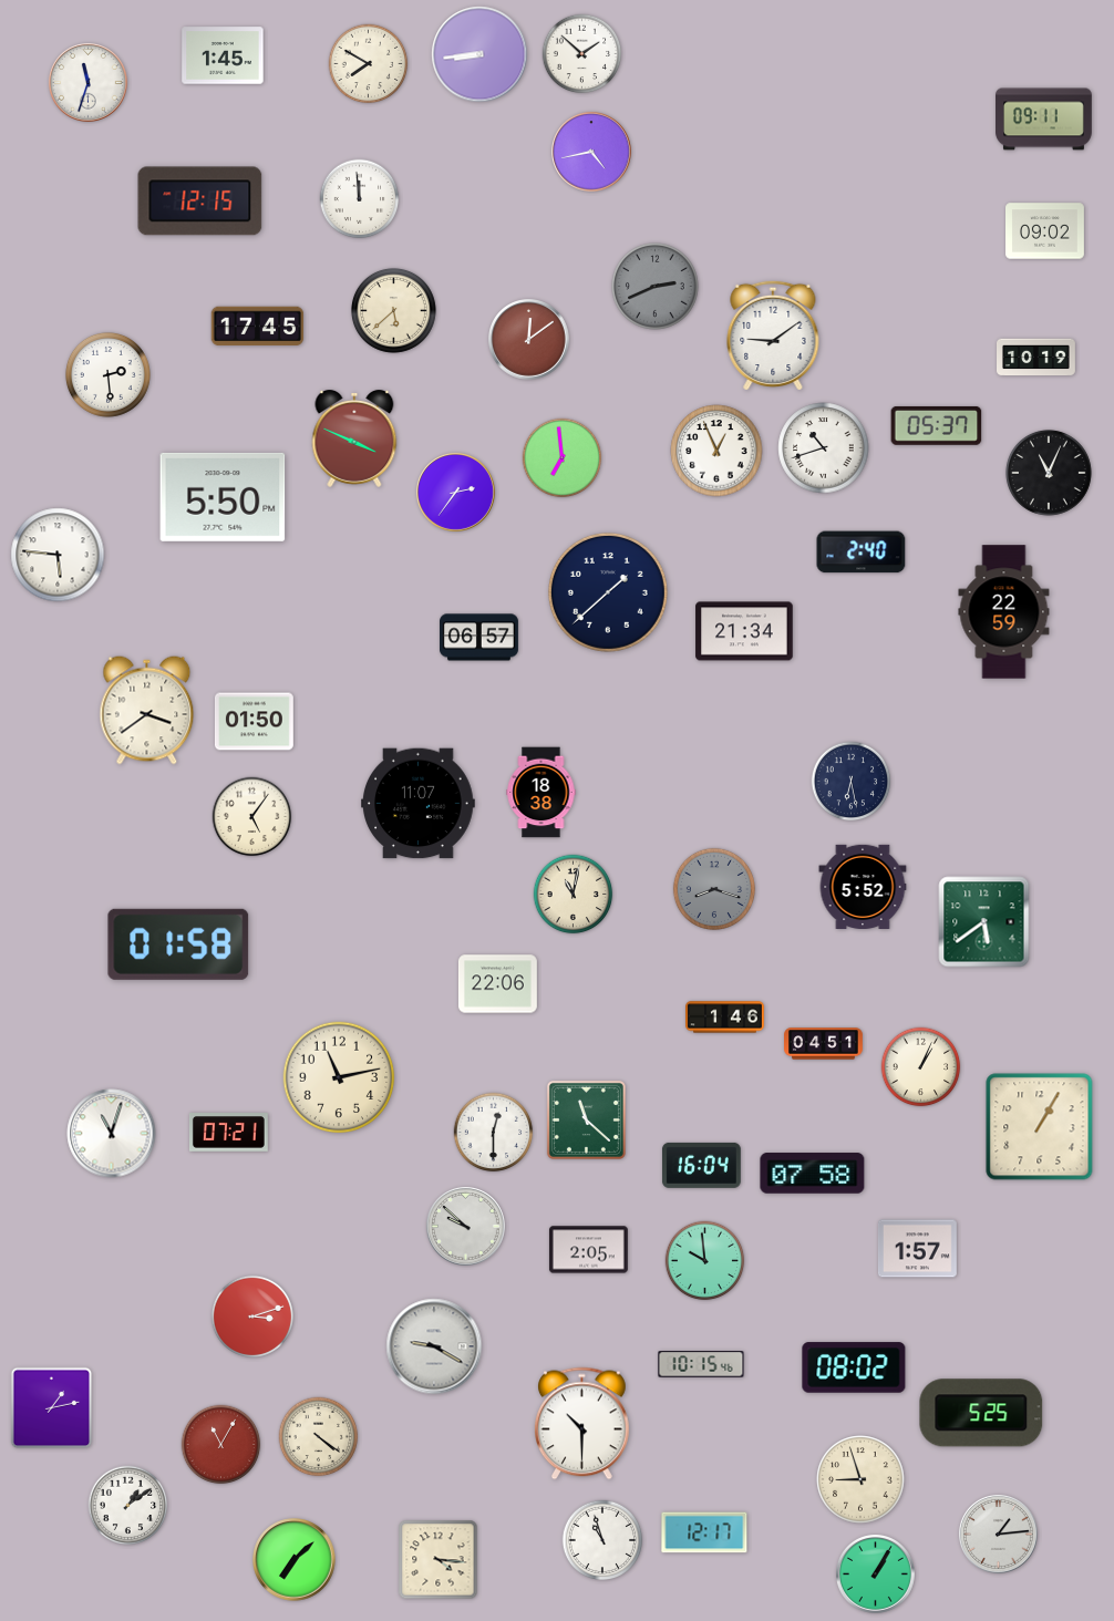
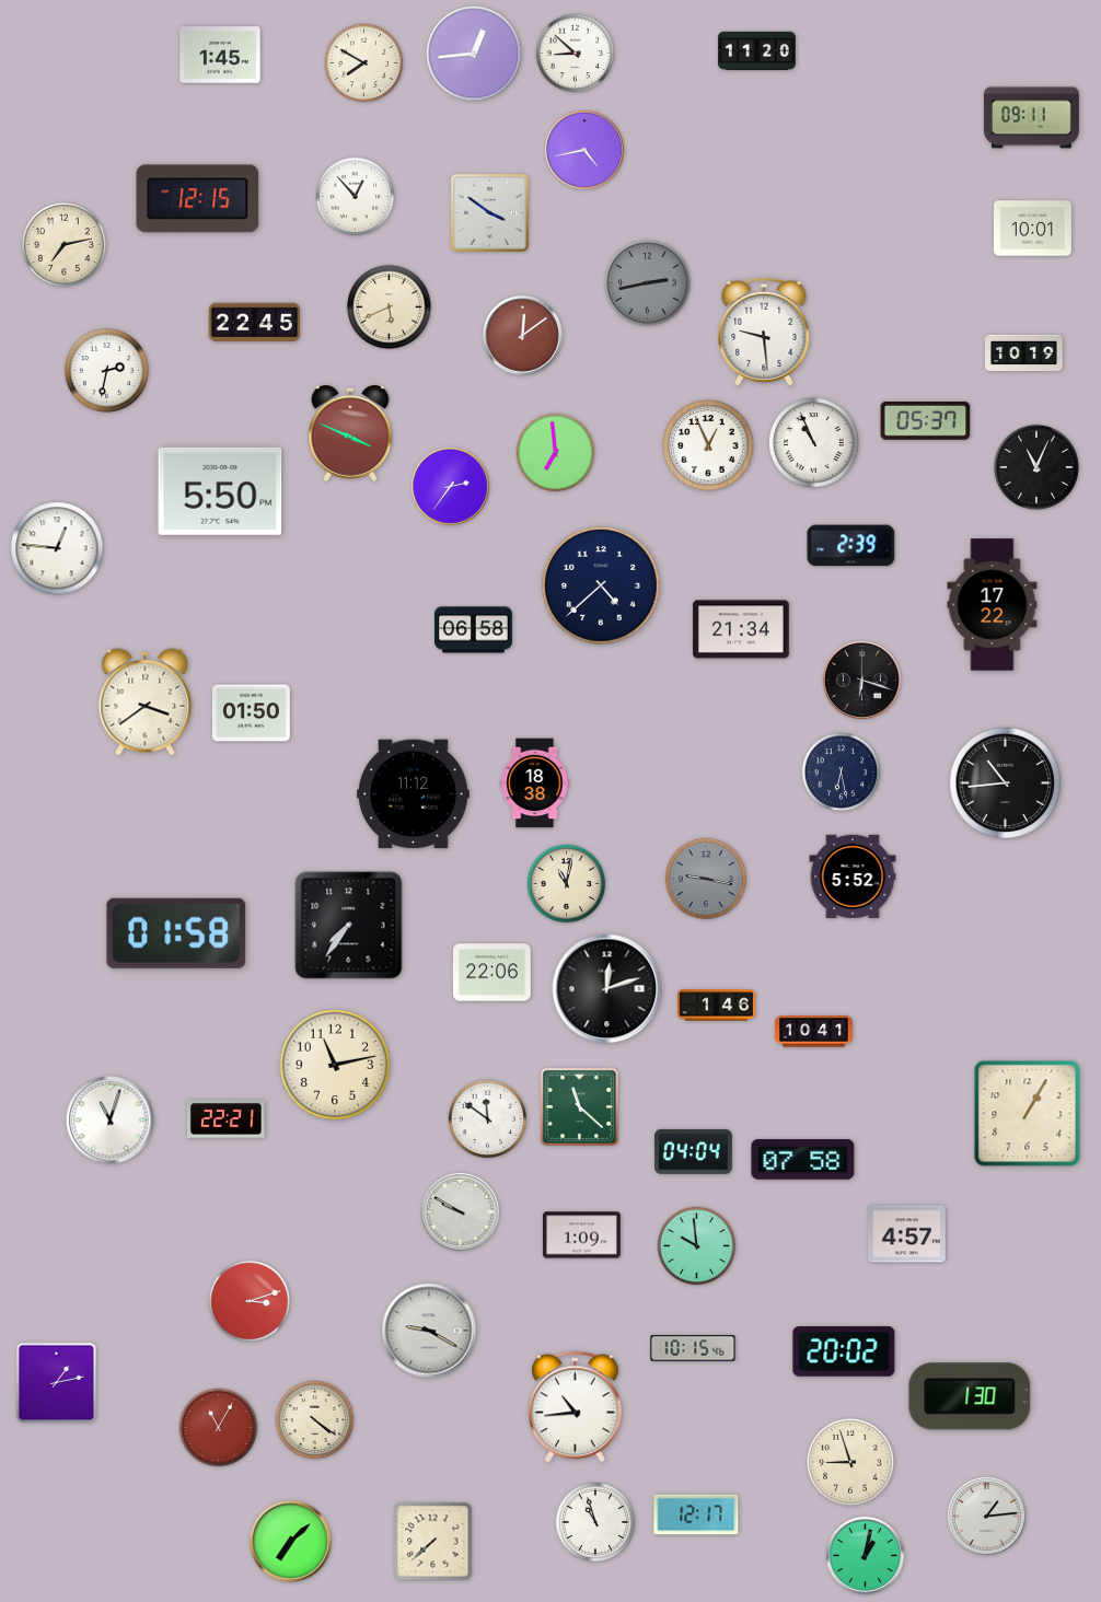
clock at (757, 51): none -> 11:20
clock at (479, 54): 8:44 -> 12:44
clock at (582, 54): 1:52 -> 8:52
clock at (87, 82): 11:33 -> none
clock at (360, 199): 11:59 -> 12:53
clock at (489, 212): none -> 3:51
clock at (1045, 231): 09:02 -> 10:01
clock at (63, 244): none -> 7:13
clock at (656, 287): 2:41 -> 2:43
clock at (393, 310): 5:38 -> 5:41
clock at (258, 327): 17:45 -> 22:45
clock at (773, 335): 9:09 -> 9:29
clock at (107, 374): 2:29 -> 2:32
clock at (824, 448): 10:42 -> 10:56
clock at (862, 553): 2:40 -> 2:39
clock at (58, 555): 5:46 -> 12:46
clock at (608, 592): 1:38 -> 4:38
clock at (1004, 612): 22:59 -> 17:22
clock at (744, 631) position: (744, 631) -> (741, 629)
clock at (479, 638): 06:57 -> 06:58
clock at (861, 680): none -> 6:18
clock at (1006, 783): none -> 10:44
clock at (419, 804): 11:07 -> 11:12
clock at (252, 817): 5:06 -> none
clock at (714, 889): 8:18 -> 9:17
clock at (984, 922): 5:39 -> none
clock at (349, 926): none -> 7:36
clock at (607, 989): none -> 12:12
clock at (824, 1044): 04:51 -> 10:41
clock at (921, 1067): 1:04 -> none
clock at (229, 1133): 07:21 -> 22:21
clock at (494, 1133): 12:30 -> 11:51
clock at (701, 1165): 16:04 -> 04:04
clock at (465, 1226): 9:52 -> 9:50
clock at (917, 1249): 1:57 -> 4:57
clock at (588, 1250): 2:05 -> 1:09
clock at (854, 1367): 08:02 -> 20:02
clock at (52, 1408) position: (52, 1408) -> (57, 1383)
clock at (981, 1413): 5:25 -> 1:30
clock at (582, 1424): 10:30 -> 10:44
clock at (128, 1506): 1:09 -> none
clock at (439, 1560): 4:16 -> 7:38
clock at (875, 1573): 1:05 -> 1:02
